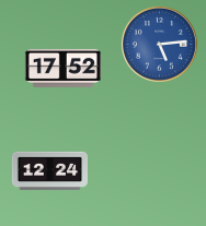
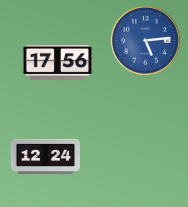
clock at (62, 68): 17:52 -> 17:56
